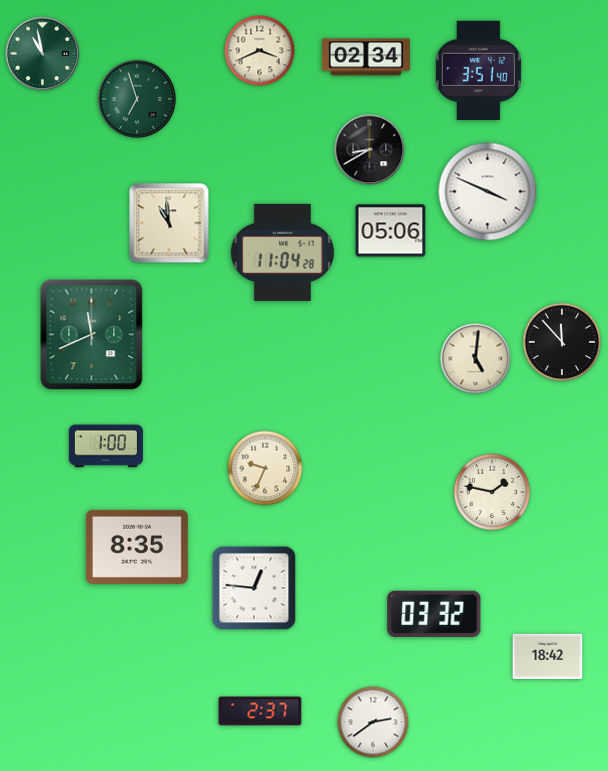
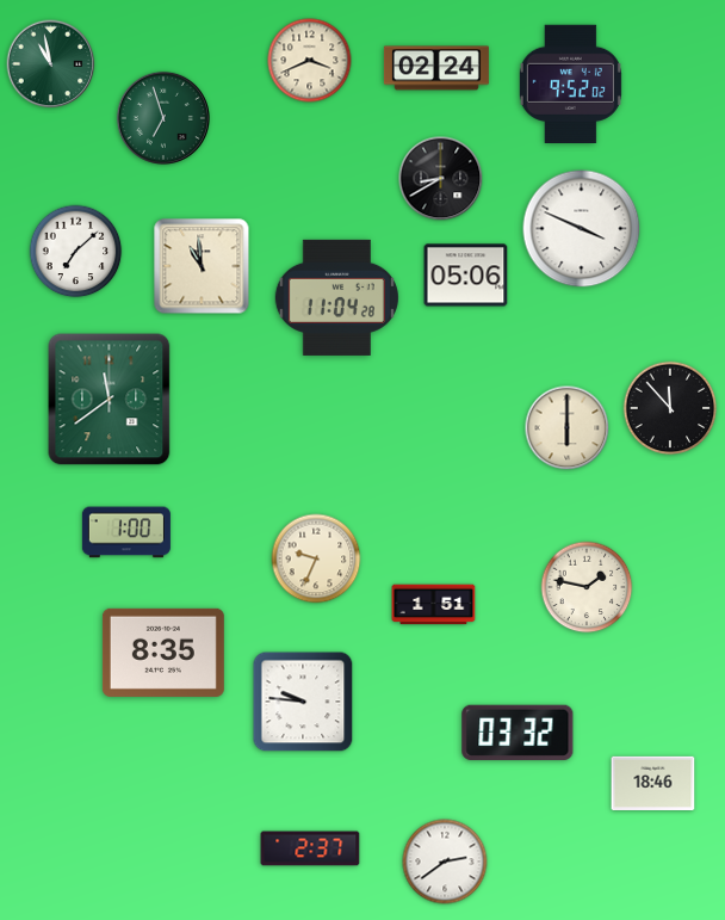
clock at (366, 57): 02:34 -> 02:24
clock at (478, 70): 3:51 -> 9:52
clock at (76, 252): none -> 7:08
clock at (282, 252) position: (282, 252) -> (336, 297)
clock at (92, 335): 11:41 -> 11:39
clock at (476, 359): 5:01 -> 6:00
clock at (434, 605): none -> 1:51
clock at (254, 588): 12:46 -> 9:46
clock at (548, 656): 18:42 -> 18:46
